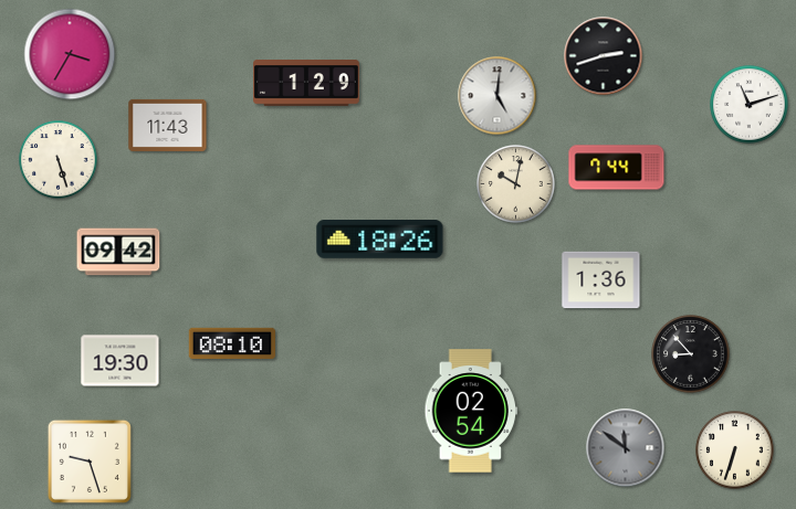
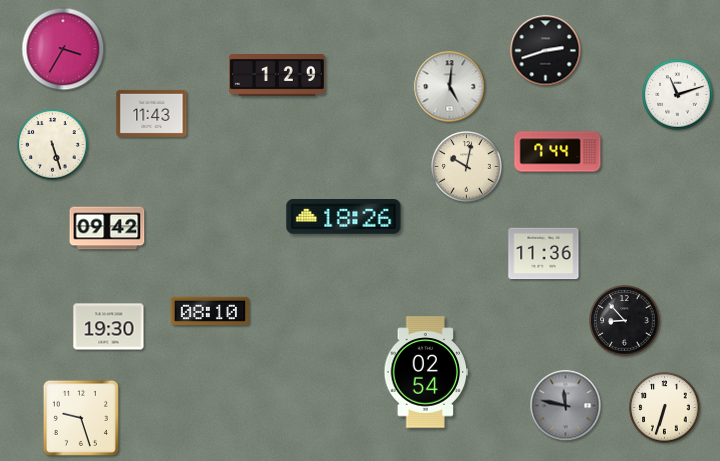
clock at (601, 280): 1:36 -> 11:36
clock at (626, 448): 11:51 -> 11:47
